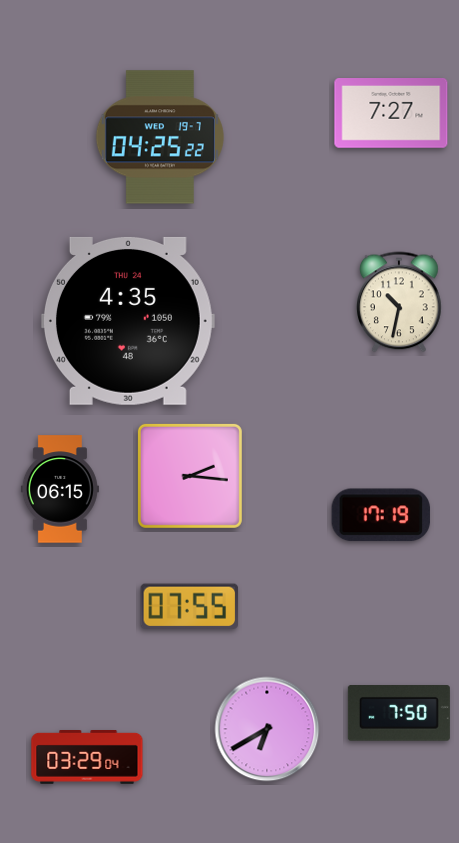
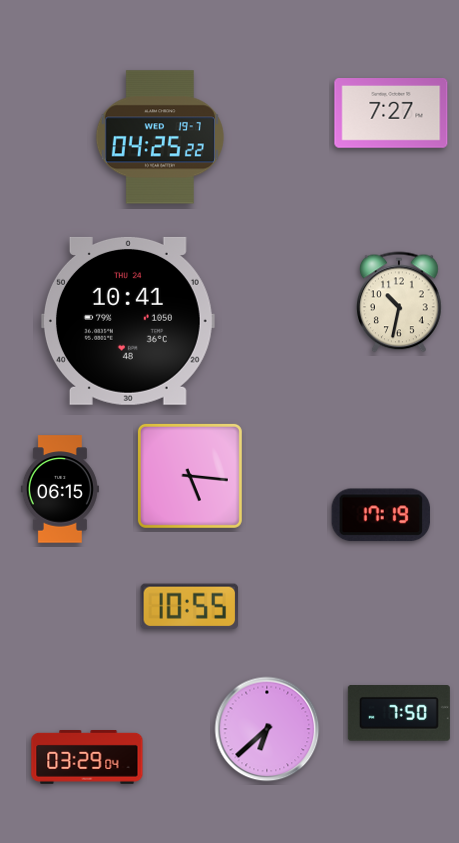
clock at (128, 321): 4:35 -> 10:41
clock at (190, 476): 2:16 -> 5:16
clock at (190, 607): 07:55 -> 10:55
clock at (267, 729): 6:40 -> 6:38
